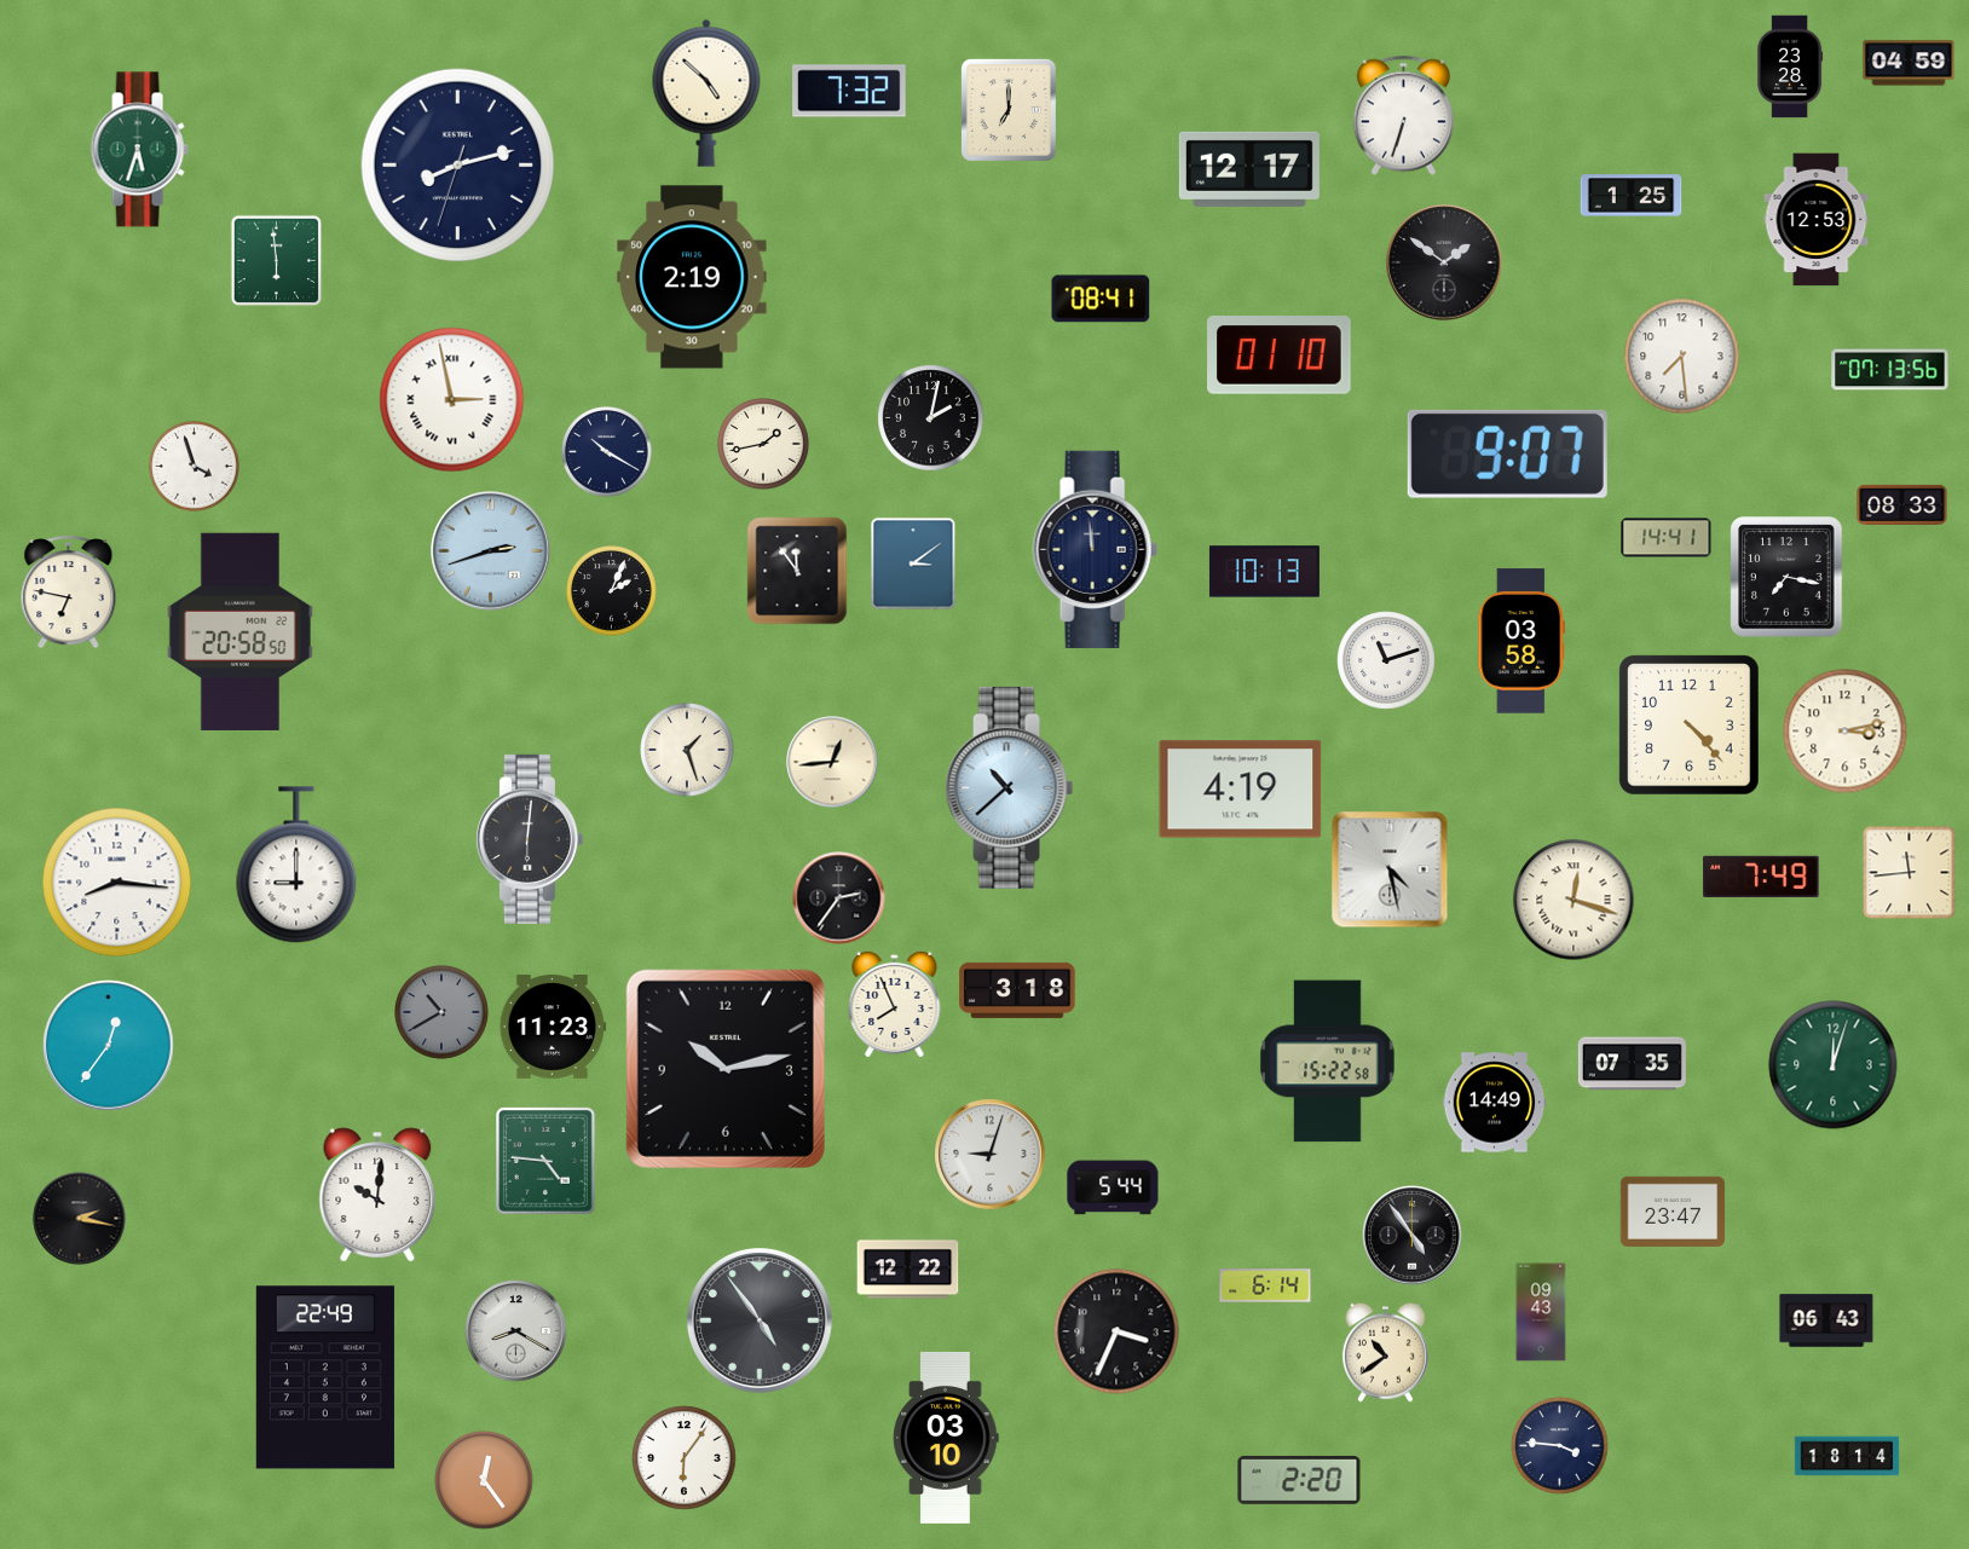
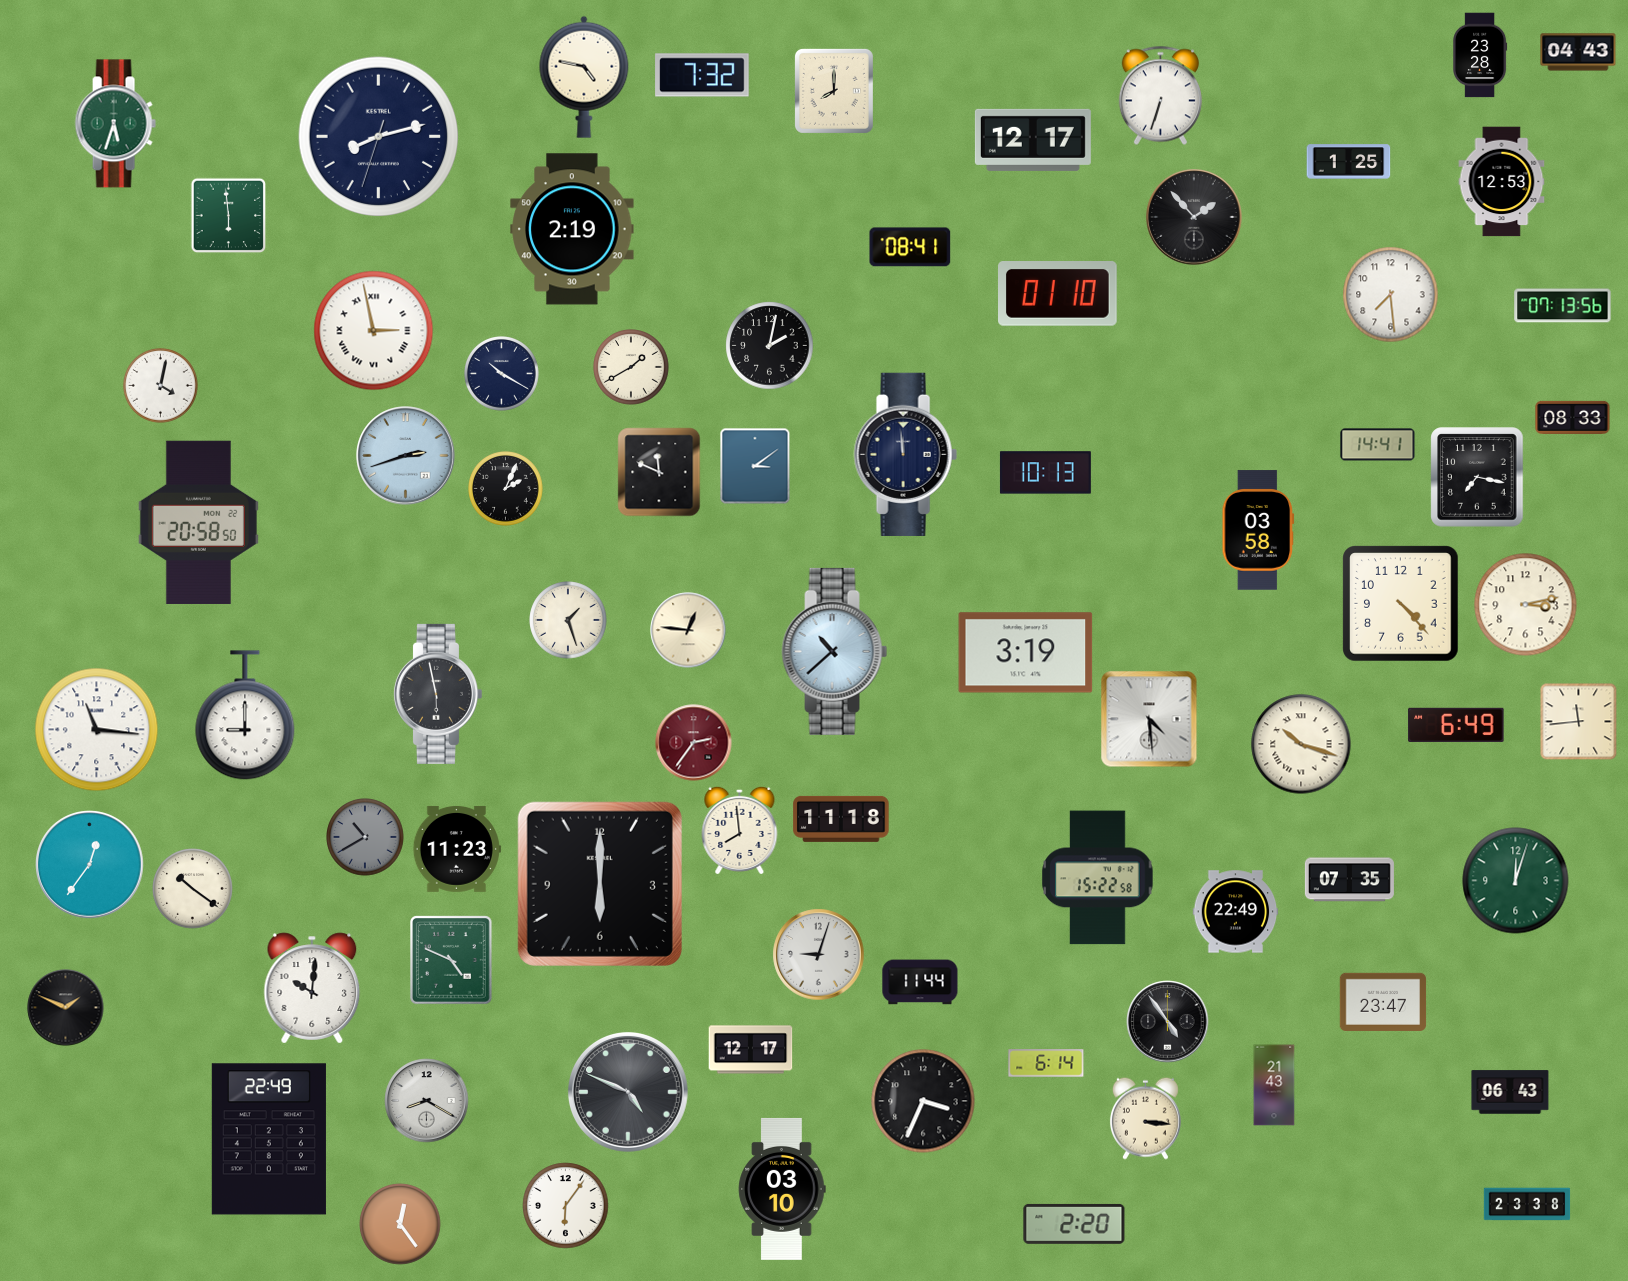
clock at (1909, 63): 04:59 -> 04:43
clock at (706, 93): 4:52 -> 4:47
clock at (1009, 110): 7:00 -> 8:00
clock at (1444, 262): 1:51 -> 1:53
clock at (763, 444): 1:43 -> 1:40
clock at (1507, 453): 9:07 -> none
clock at (195, 467): 3:57 -> 4:02
clock at (797, 571): 11:54 -> 11:49
clock at (69, 593): 6:47 -> none
clock at (1386, 660): 11:12 -> none
clock at (1690, 726) position: (1690, 726) -> (1401, 604)
clock at (832, 762): 12:44 -> 12:46
clock at (1241, 790): 4:19 -> 3:19
clock at (529, 839): 6:01 -> 5:58
clock at (1390, 869): 4:28 -> 4:29
clock at (1761, 877): 7:49 -> 6:49
clock at (117, 883): 8:16 -> 11:16
clock at (839, 898) dial: black -> burgundy
clock at (1574, 900): 12:18 -> 10:18
clock at (1017, 990): 3:18 -> 11:18
clock at (895, 1002): 7:56 -> 7:59
clock at (726, 1069): 10:13 -> 6:00
clock at (193, 889): none -> 10:21
clock at (1495, 1103): 14:49 -> 22:49
clock at (545, 1161): 4:46 -> 4:49
clock at (1113, 1187): 5:44 -> 11:44
clock at (80, 1219): 2:17 -> 1:49
clock at (908, 1270): 12:22 -> 12:17
clock at (1541, 1312): 09:43 -> 21:43
clock at (760, 1320): 4:54 -> 4:49
clock at (1385, 1352): 10:39 -> 3:16
clock at (1560, 1446): 3:46 -> none
clock at (1847, 1456): 18:14 -> 23:38
